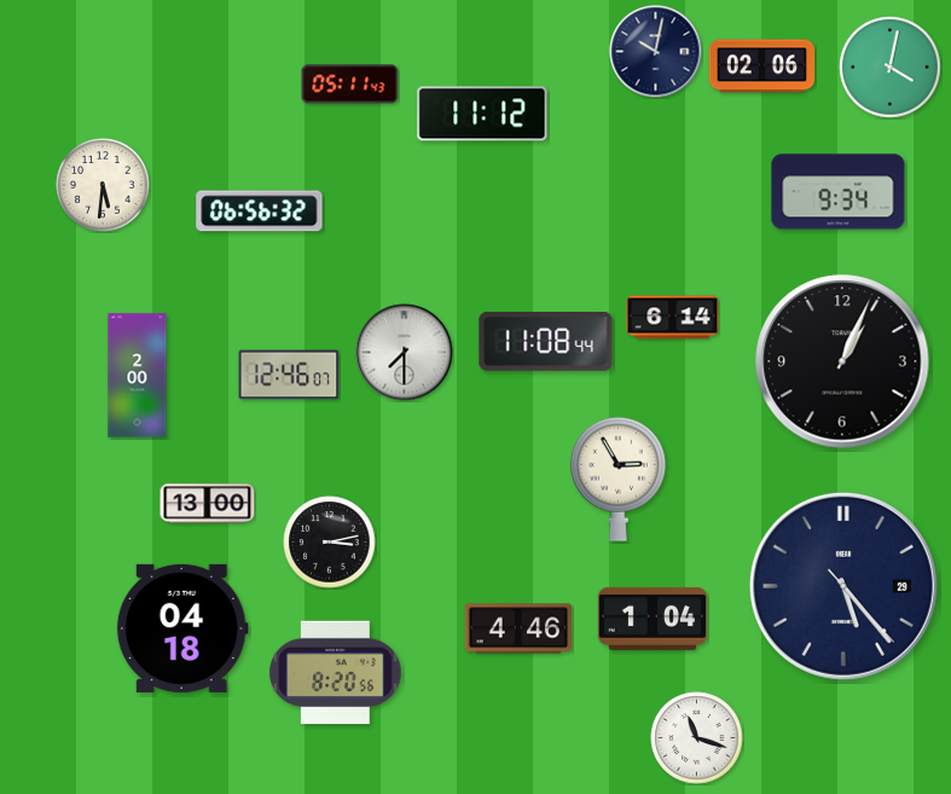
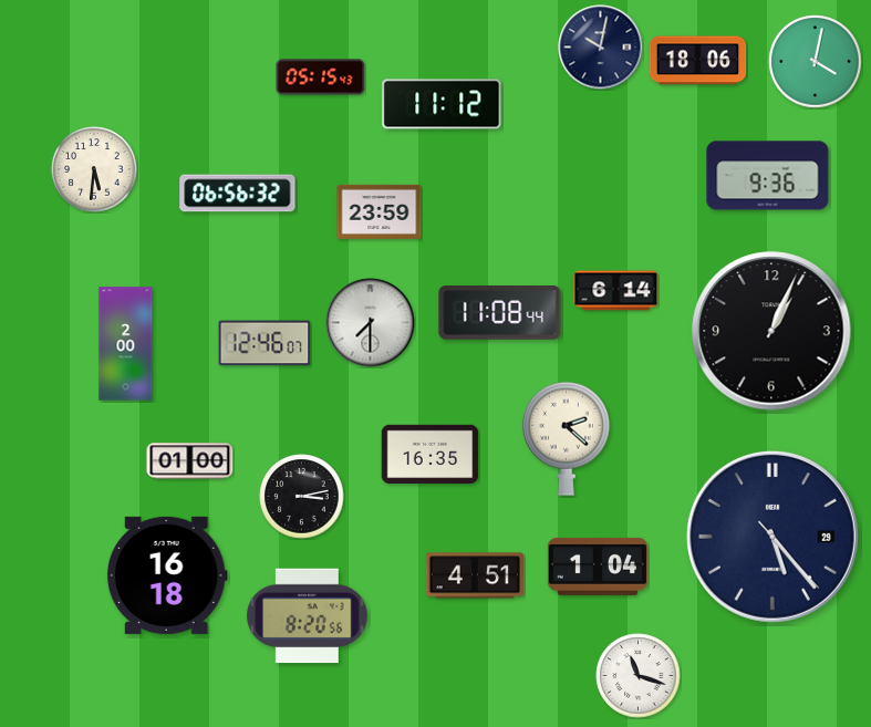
clock at (762, 66): 02:06 -> 18:06
clock at (350, 85): 05:11 -> 05:15
clock at (839, 192): 9:34 -> 9:36
clock at (380, 211): none -> 23:59
clock at (617, 479): 2:55 -> 2:22
clock at (431, 454): none -> 16:35
clock at (208, 504): 13:00 -> 01:00
clock at (182, 628): 04:18 -> 16:18
clock at (517, 628): 4:46 -> 4:51
